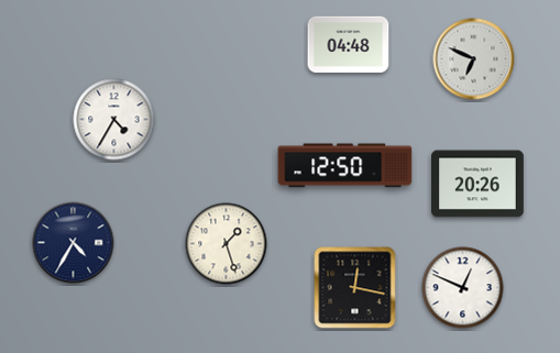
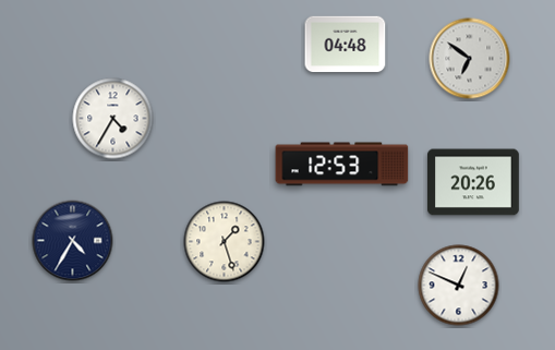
clock at (474, 59): 6:49 -> 6:51
clock at (345, 166): 12:50 -> 12:53
clock at (355, 288): 12:17 -> none
